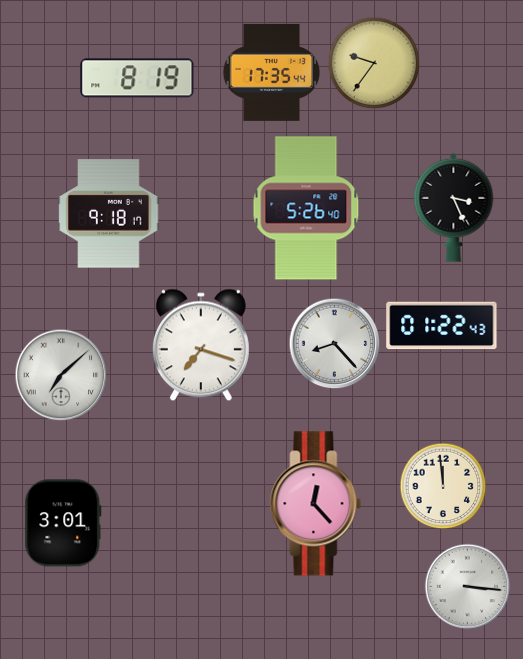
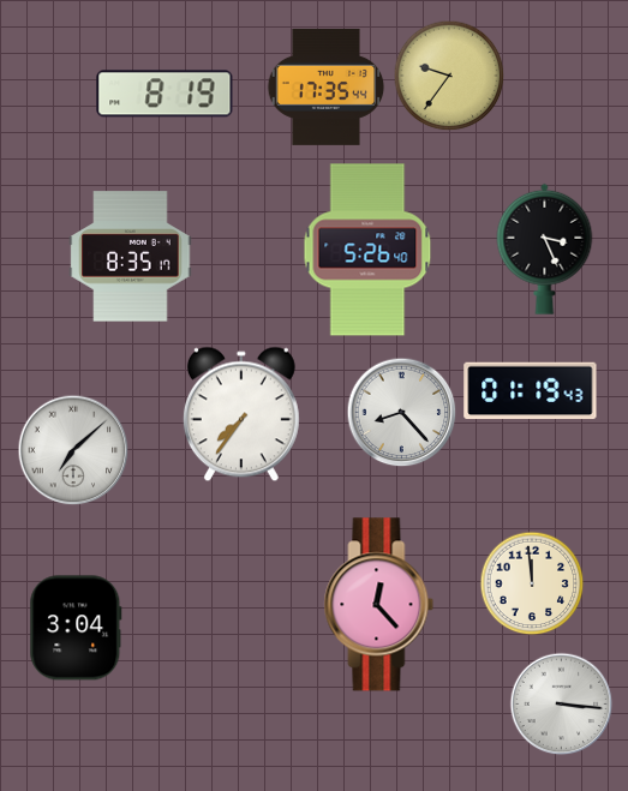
clock at (109, 214): 9:18 -> 8:35
clock at (442, 326): 01:22 -> 01:19
clock at (201, 345): 7:18 -> 7:36
clock at (63, 523): 3:01 -> 3:04
